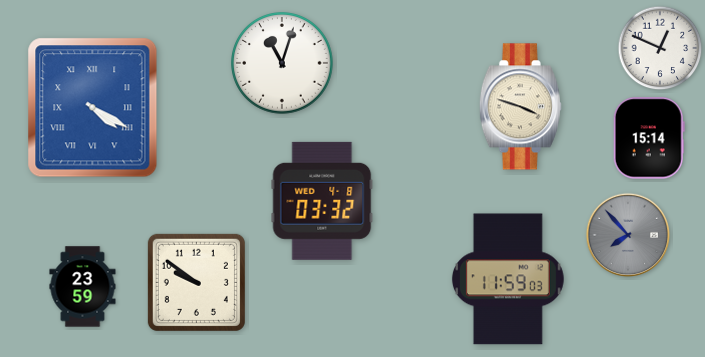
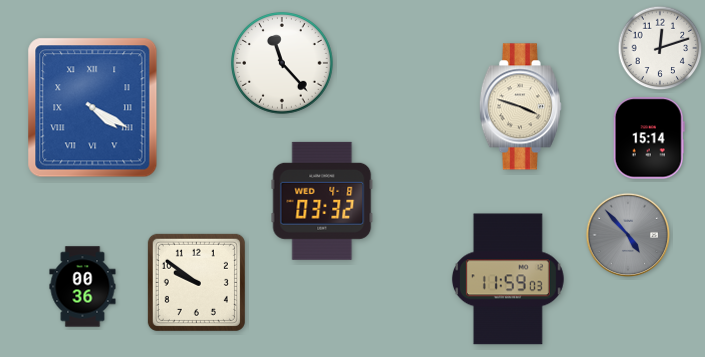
clock at (660, 48): 12:49 -> 12:12
clock at (283, 64): 11:03 -> 11:23
clock at (628, 235): 7:53 -> 4:53
clock at (83, 287): 23:59 -> 00:36
